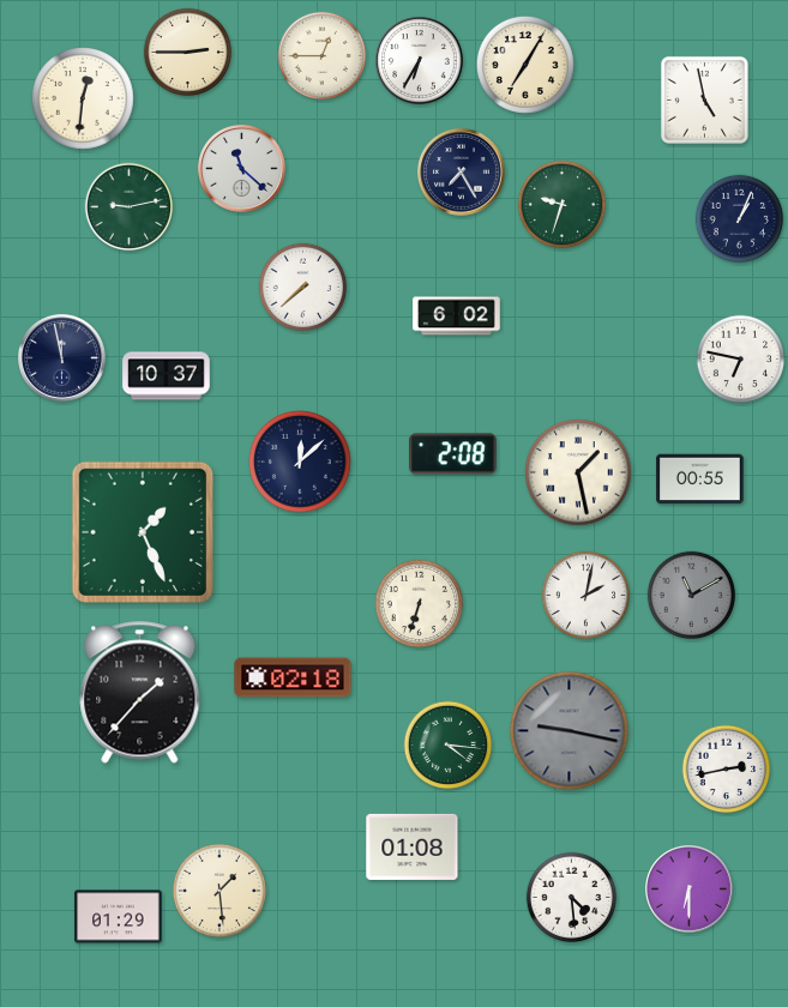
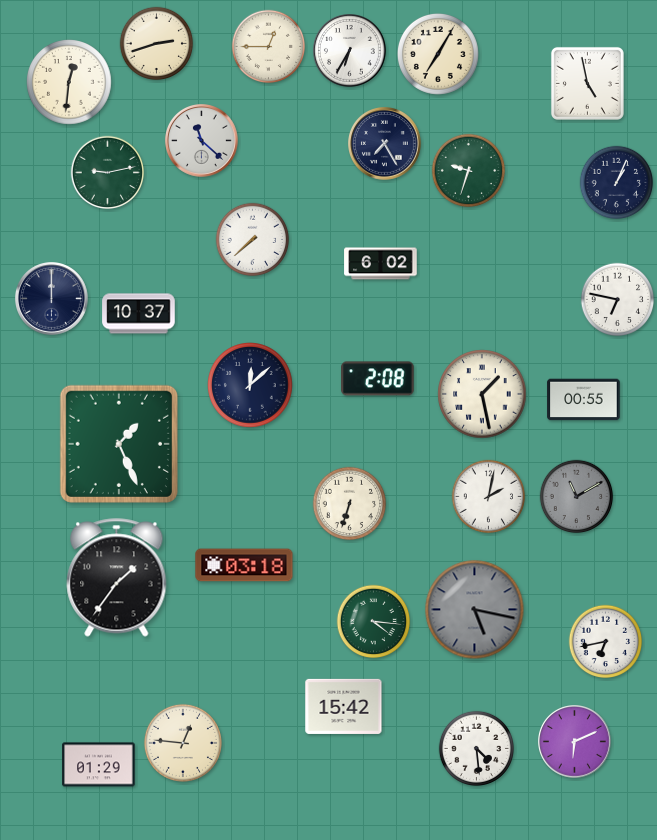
clock at (188, 53): 2:45 -> 2:42
clock at (62, 358): 11:58 -> 12:00
clock at (293, 677): 02:18 -> 03:18
clock at (140, 693): 1:37 -> 1:36
clock at (570, 731): 9:17 -> 5:17
clock at (727, 770): 2:43 -> 6:43
clock at (413, 846): 01:08 -> 15:42
clock at (690, 890): 6:30 -> 6:11
clock at (219, 891): 1:29 -> 12:46
